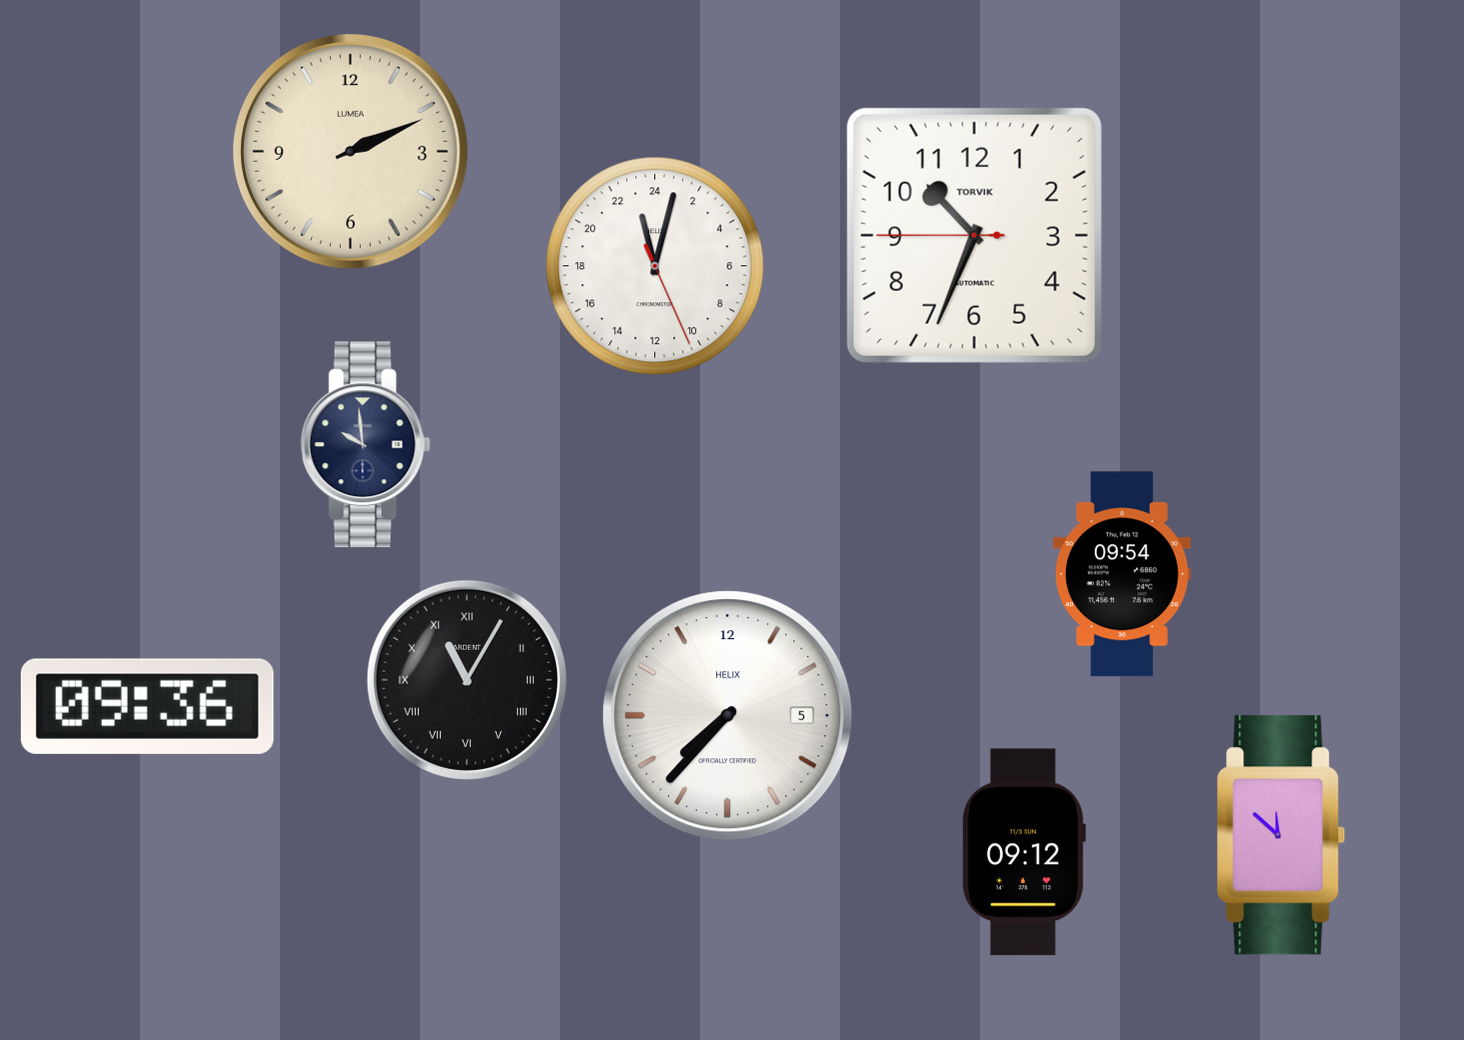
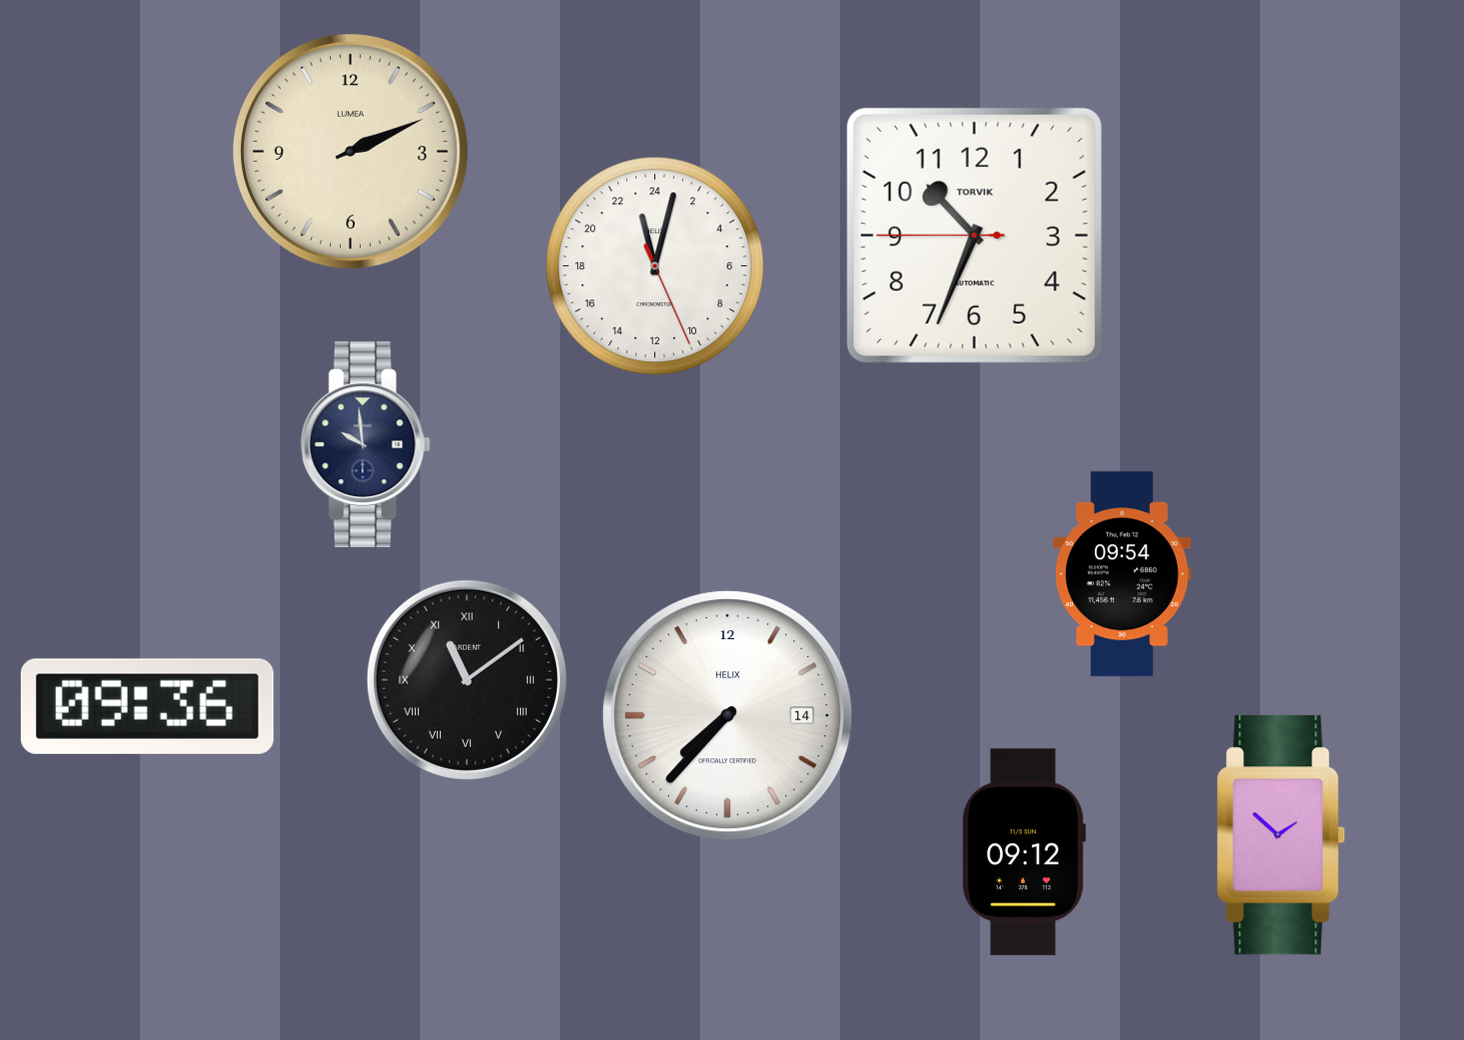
clock at (467, 680): 11:05 -> 11:09
clock at (728, 716) date: 5 -> 14
clock at (1281, 835): 11:52 -> 1:52
